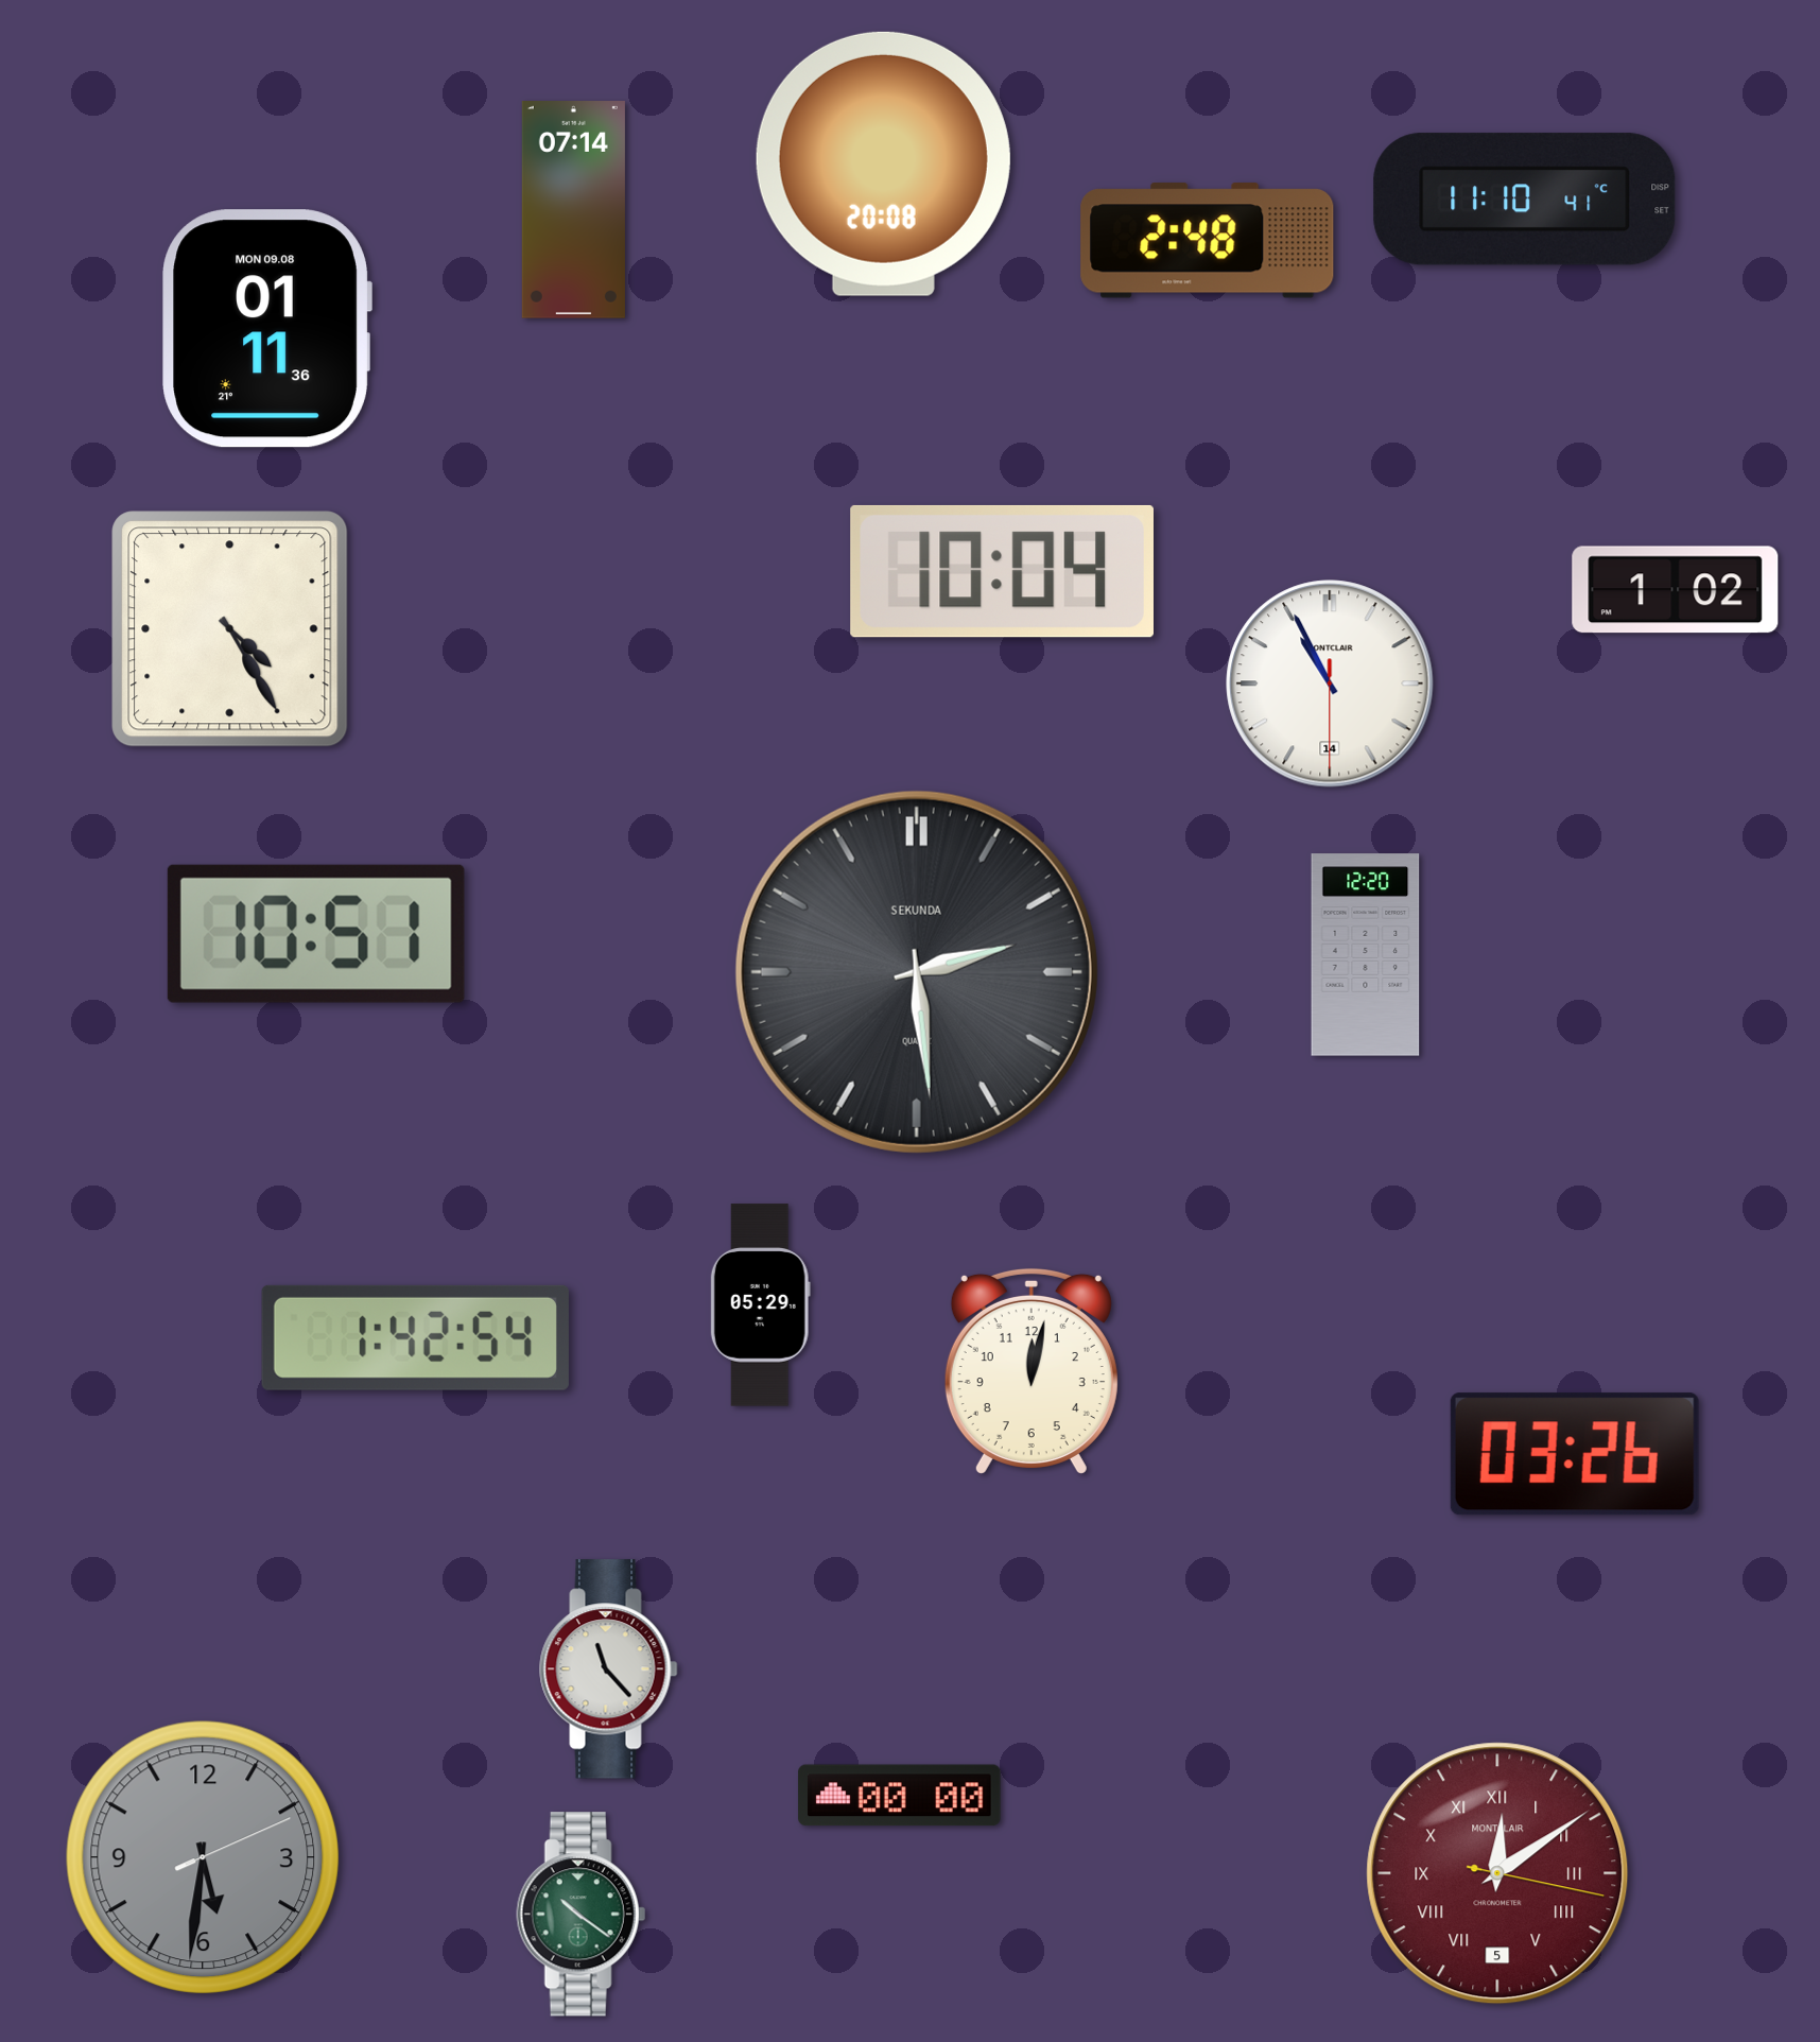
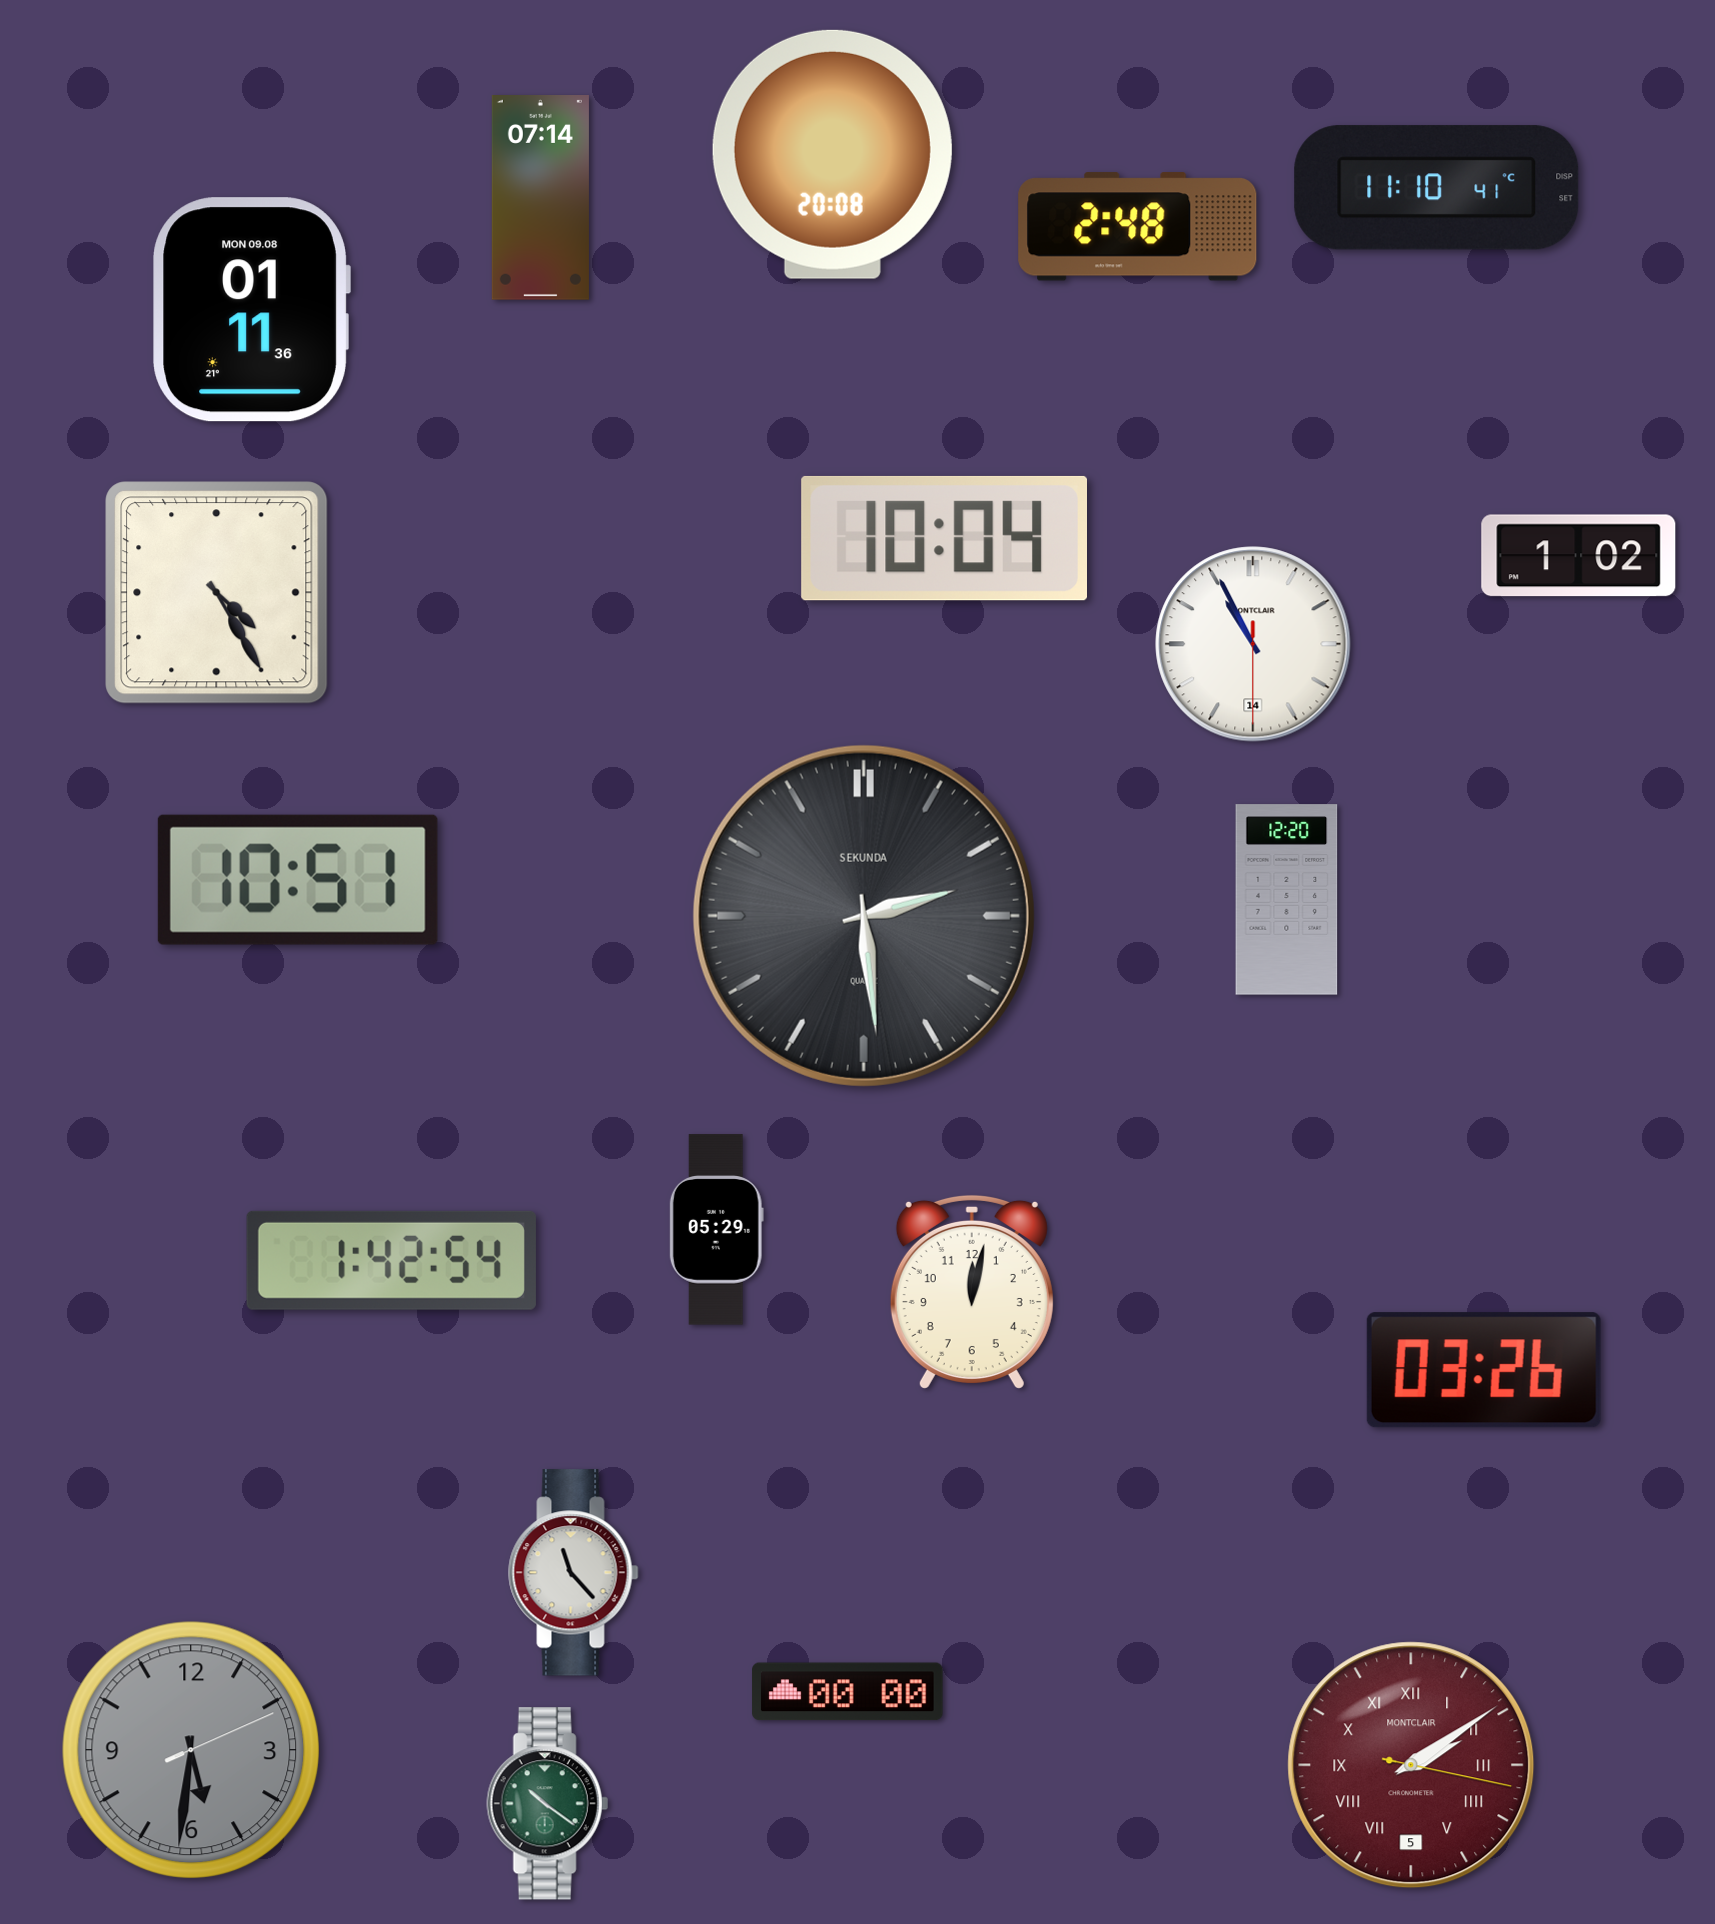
clock at (1497, 1873): 12:09 -> 2:09
